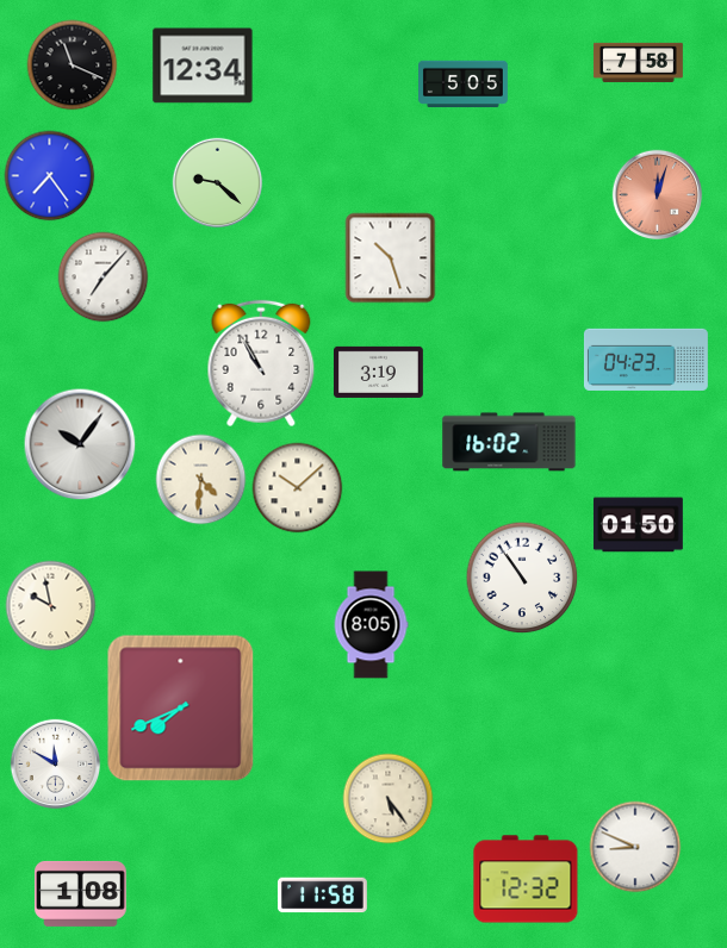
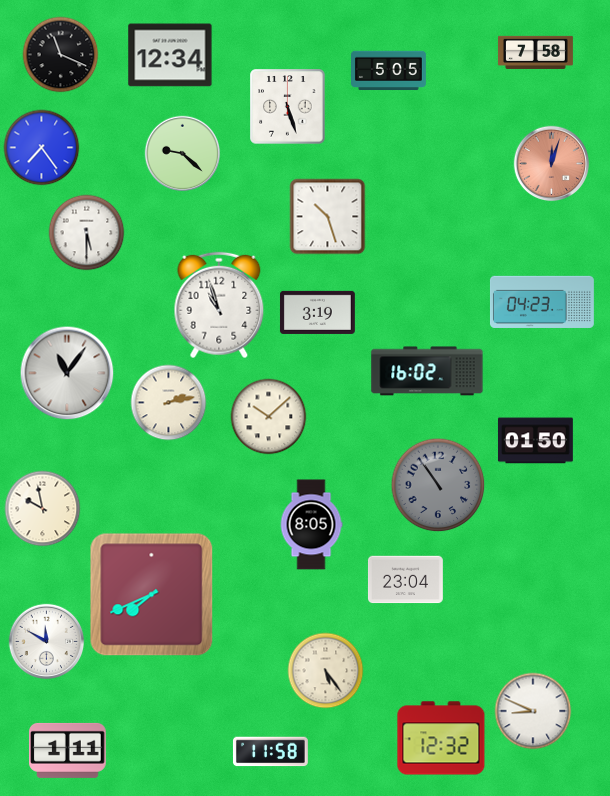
clock at (288, 107): none -> 5:27
clock at (104, 277): 7:07 -> 5:30
clock at (261, 363): 10:55 -> 10:57
clock at (80, 444): 10:06 -> 11:06
clock at (201, 480): 4:31 -> 2:13
clock at (298, 488) position: (298, 488) -> (269, 417)
clock at (522, 578) dial: white -> grey
clock at (405, 580): none -> 23:04
clock at (81, 893): 1:08 -> 1:11
